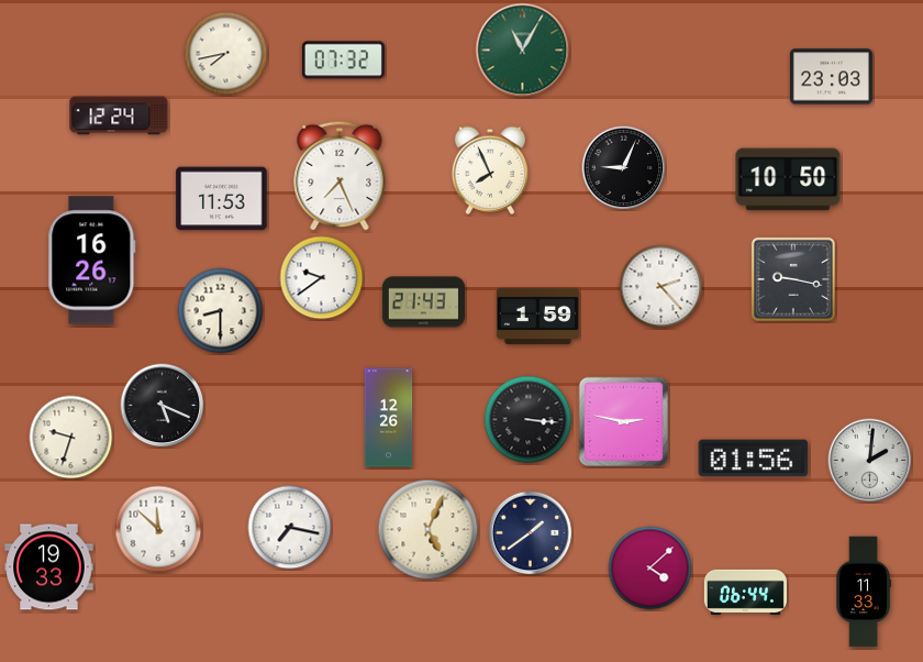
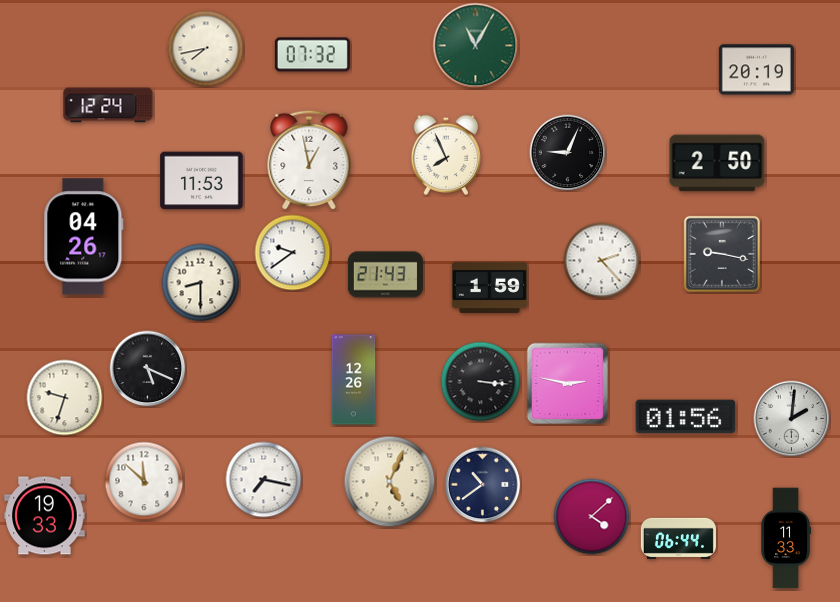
clock at (831, 77): 23:03 -> 20:19
clock at (340, 176): 7:26 -> 12:58
clock at (788, 179): 10:50 -> 2:50
clock at (92, 261): 16:26 -> 04:26
clock at (531, 533): 1:39 -> 10:39
